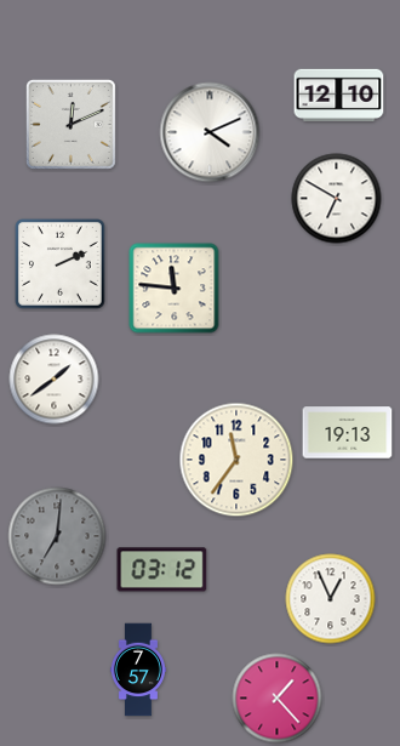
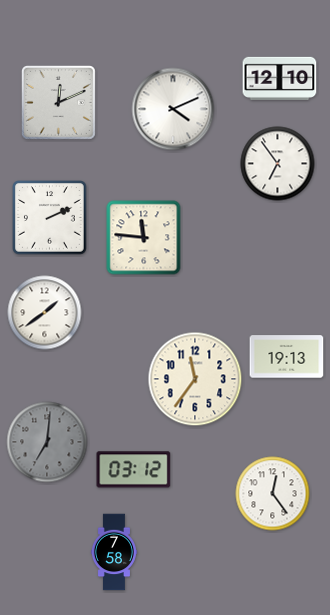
clock at (337, 199): 6:50 -> 6:54
clock at (331, 599): 12:56 -> 12:24
clock at (138, 670): 7:57 -> 7:58
clock at (278, 699): 1:23 -> none
